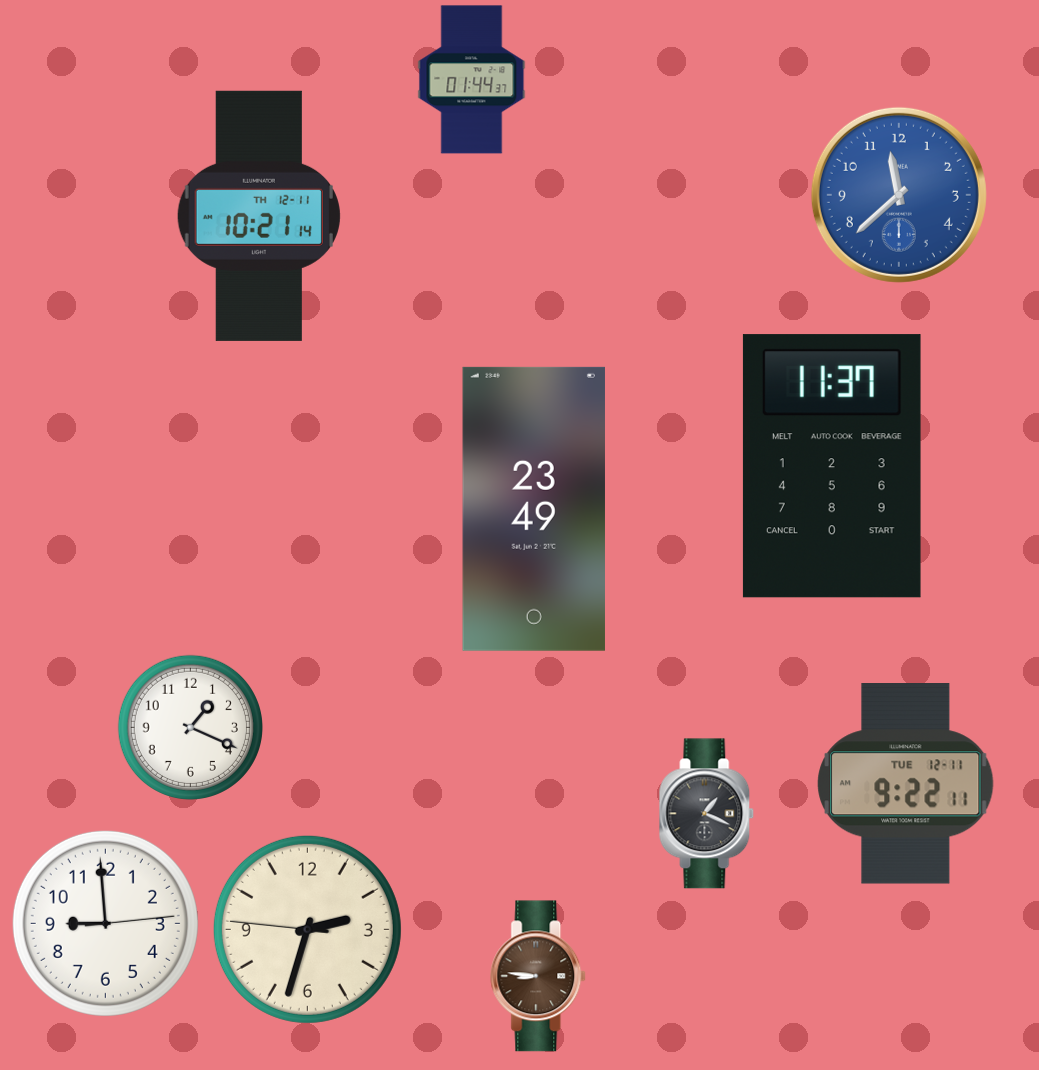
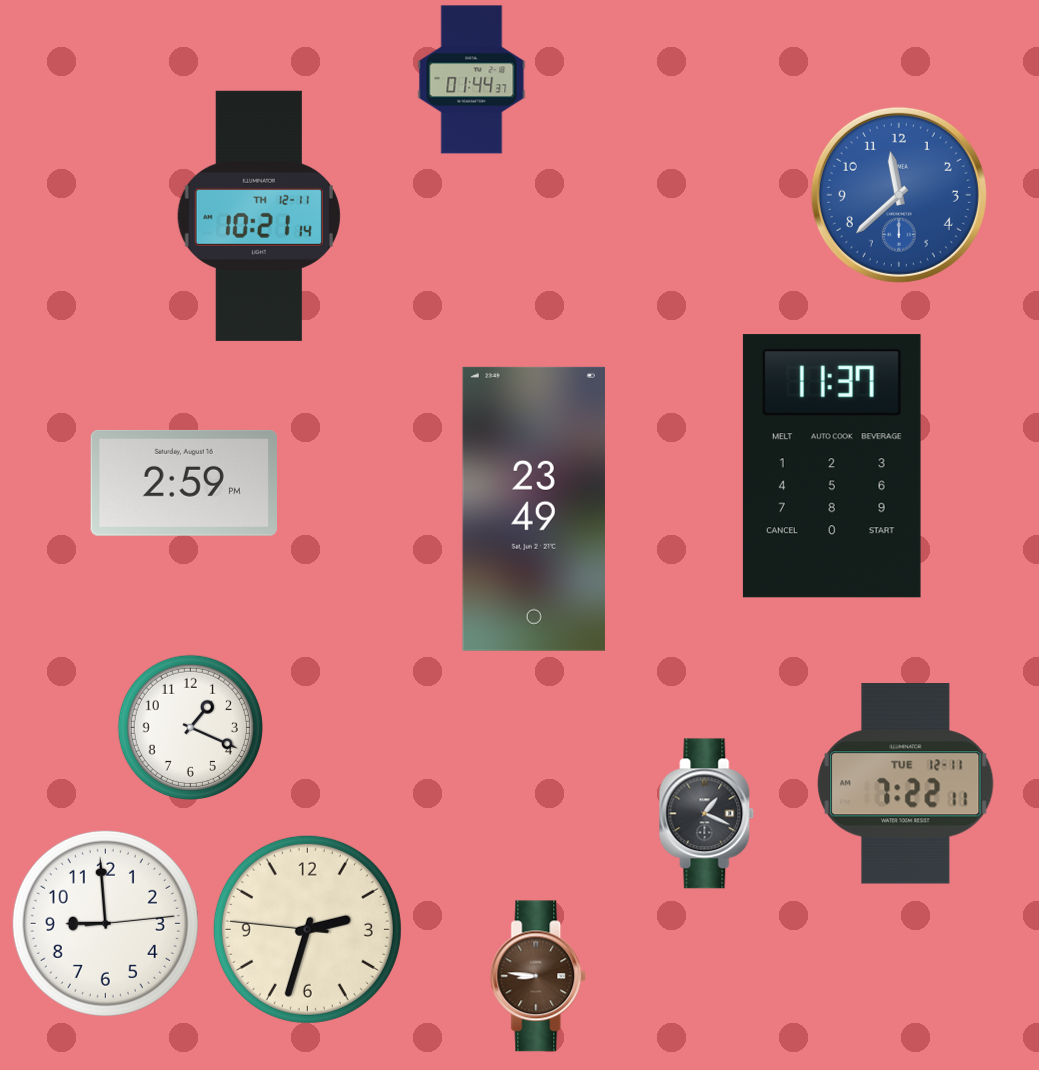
clock at (183, 483): none -> 2:59
clock at (906, 784): 9:22 -> 7:22
